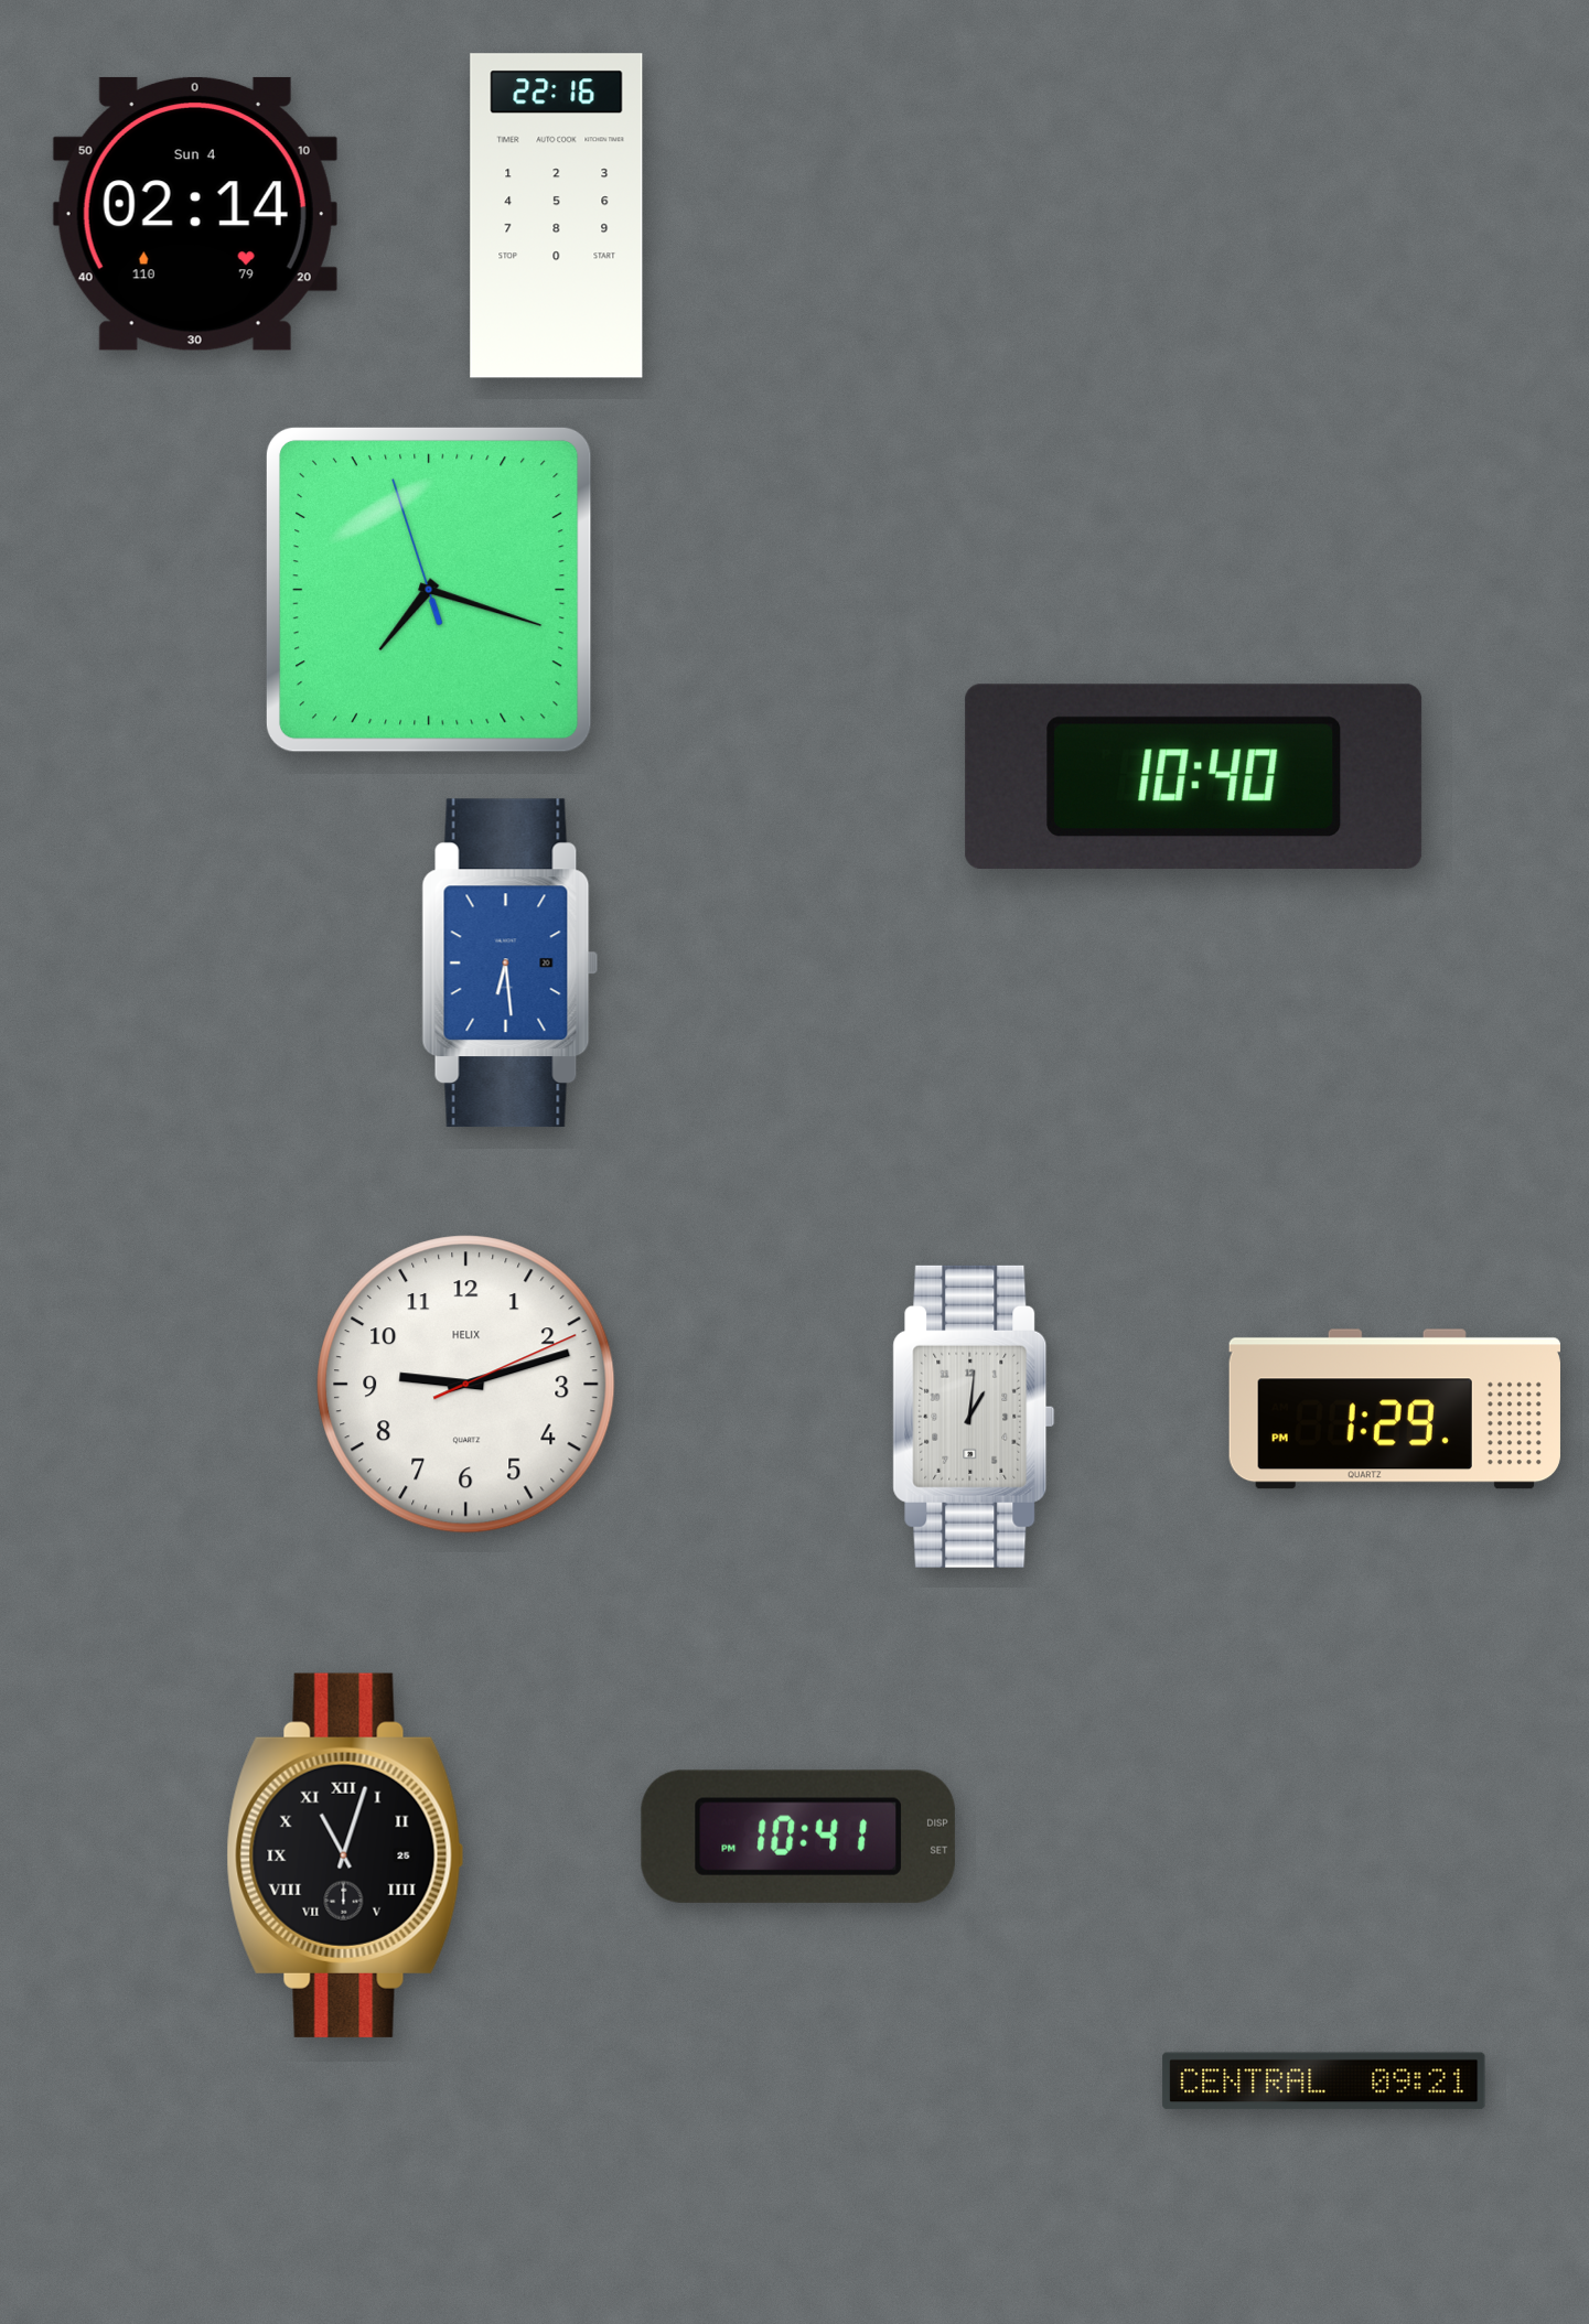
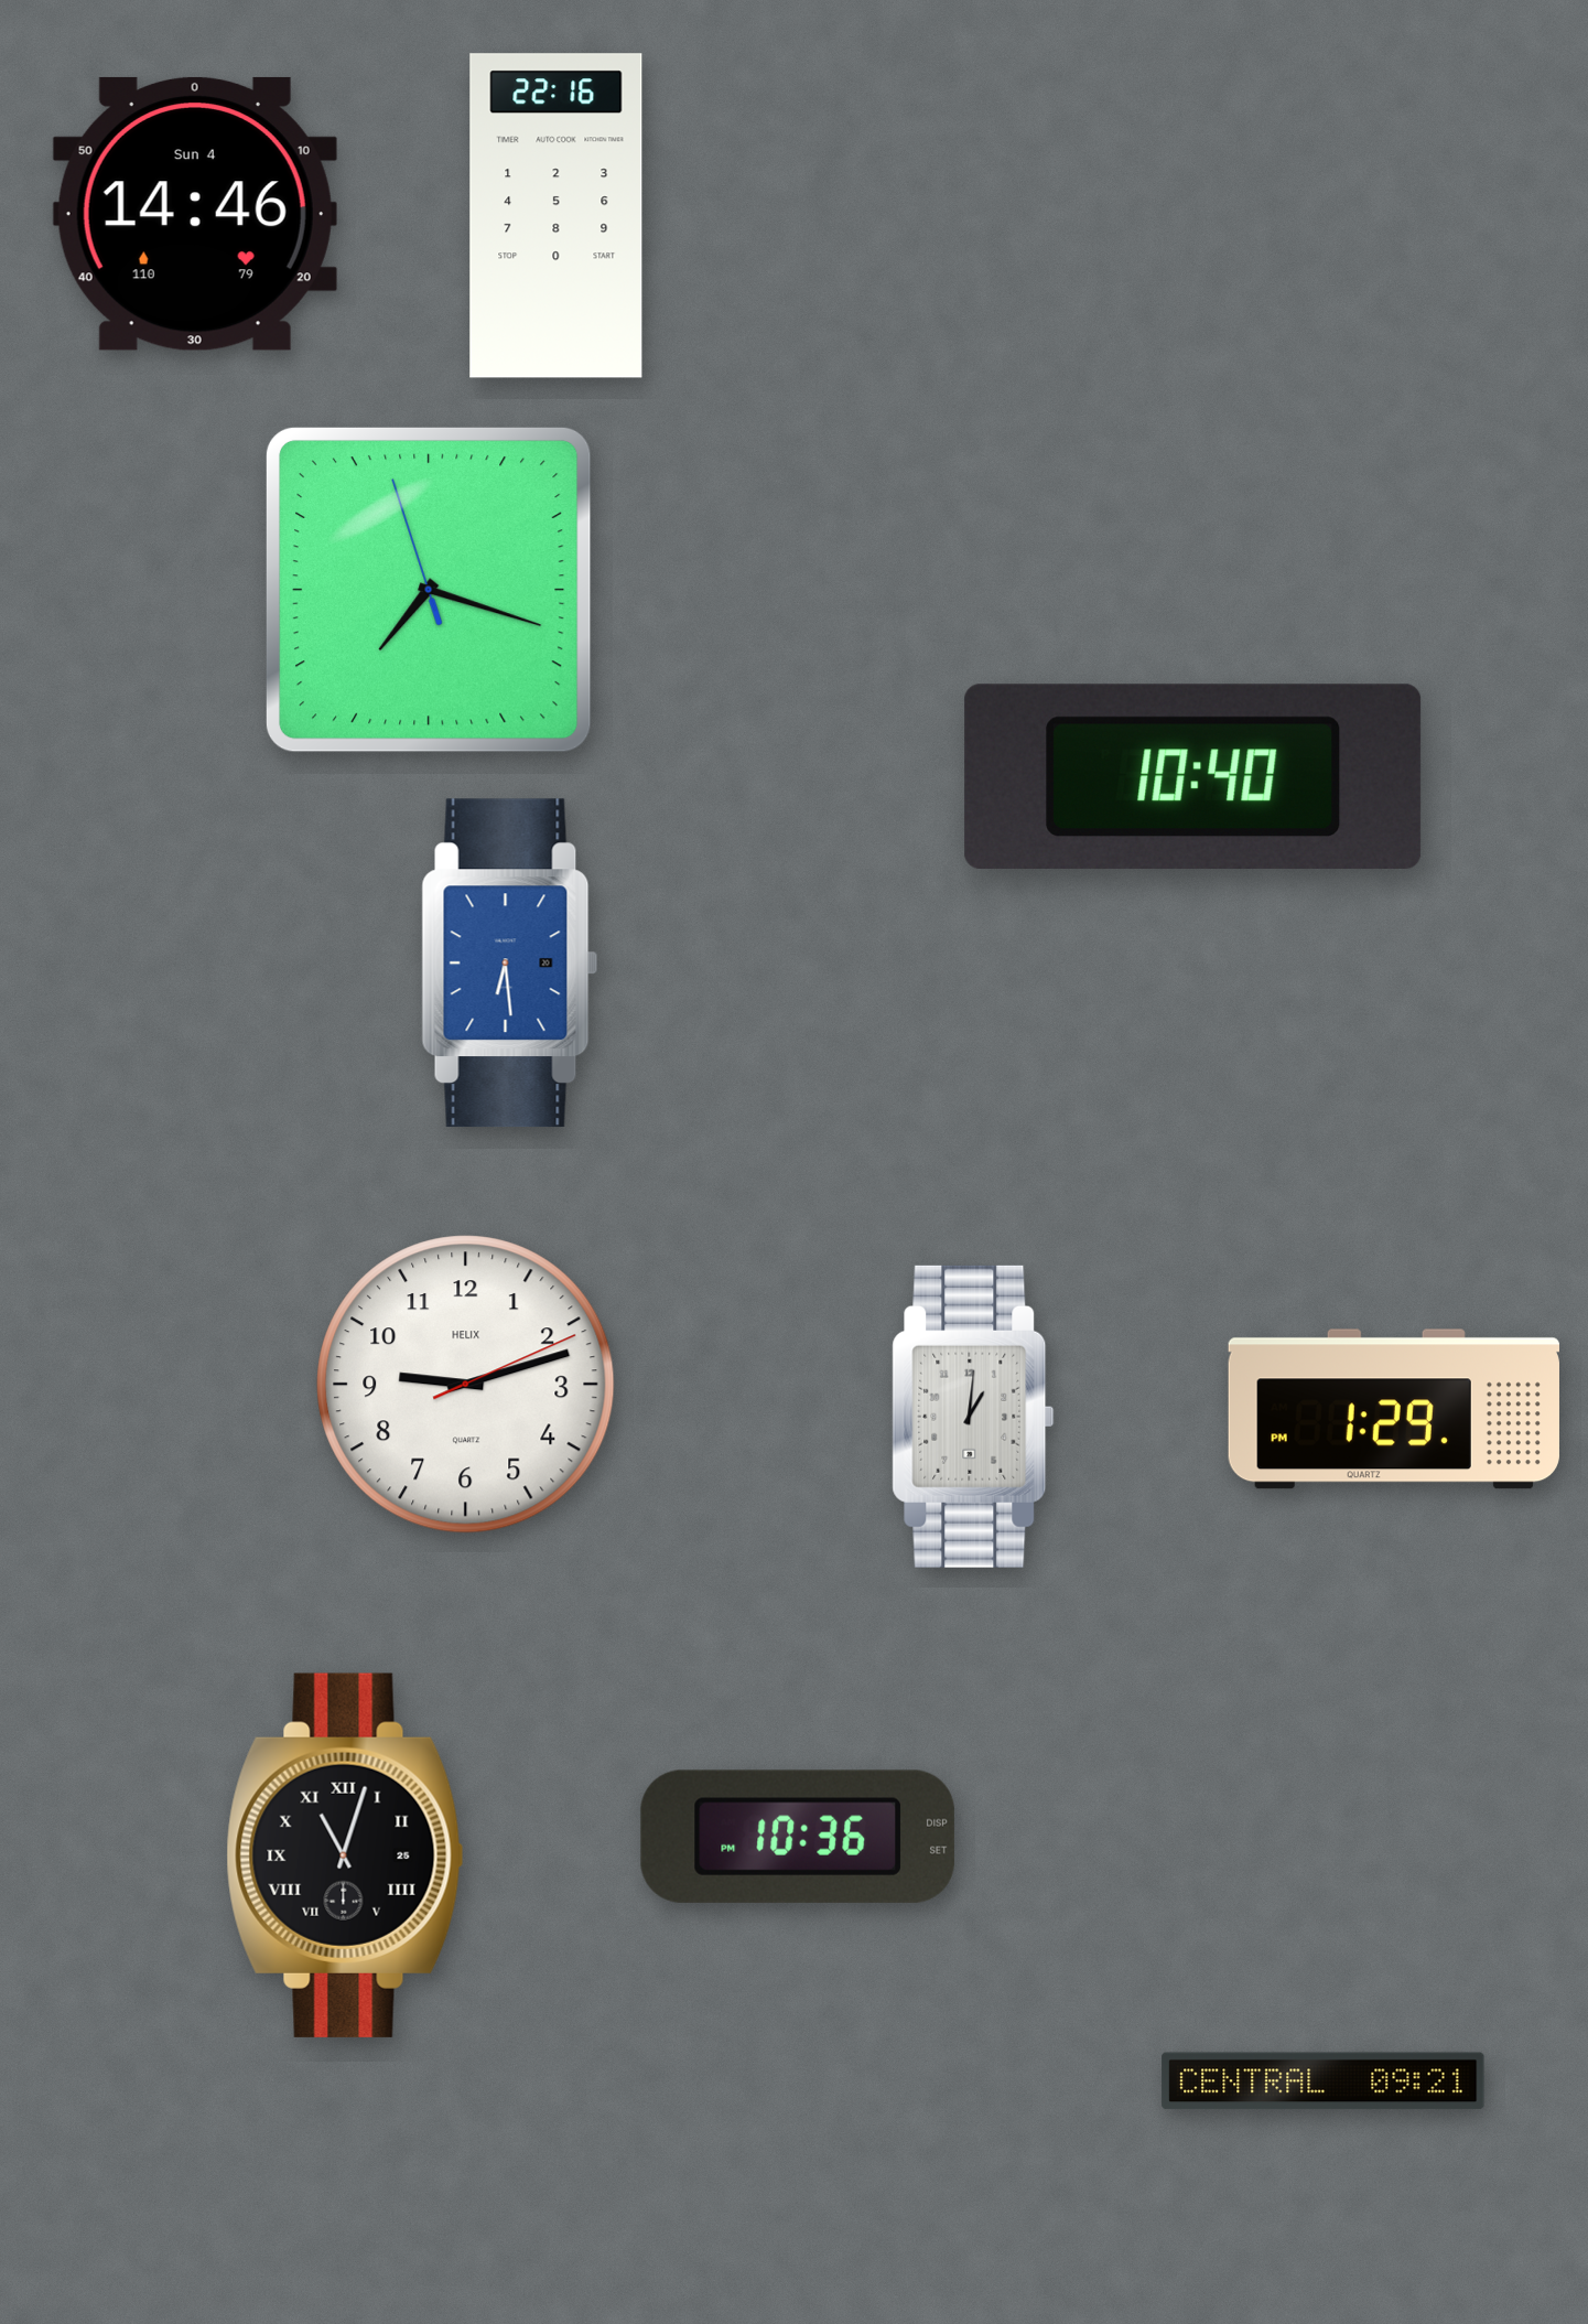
clock at (195, 214): 02:14 -> 14:46
clock at (798, 1837): 10:41 -> 10:36
